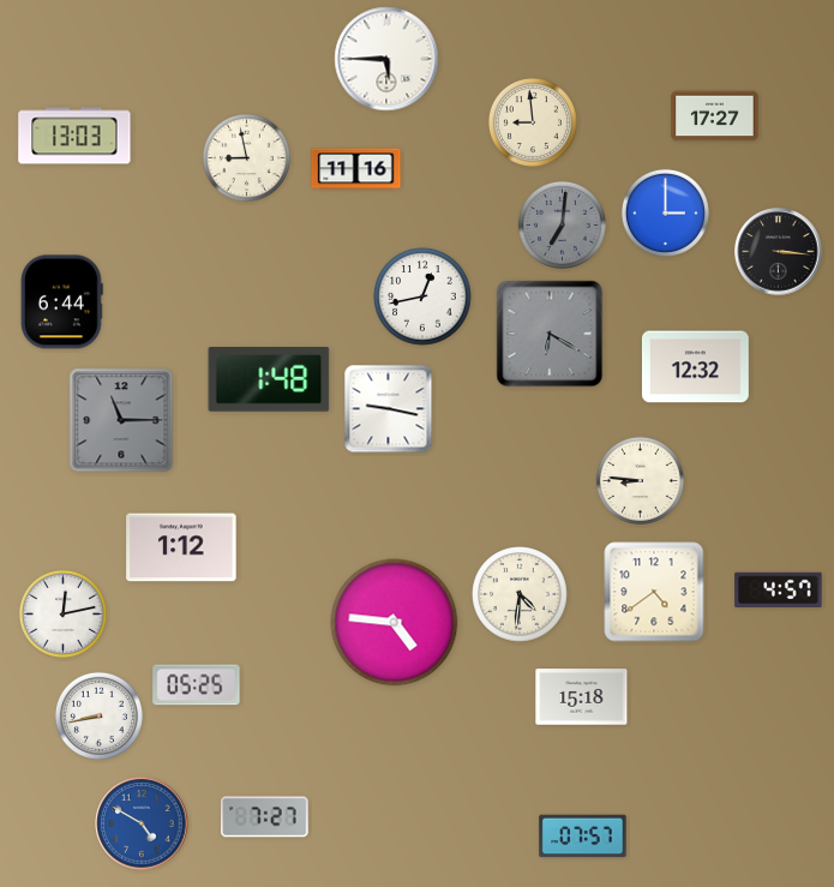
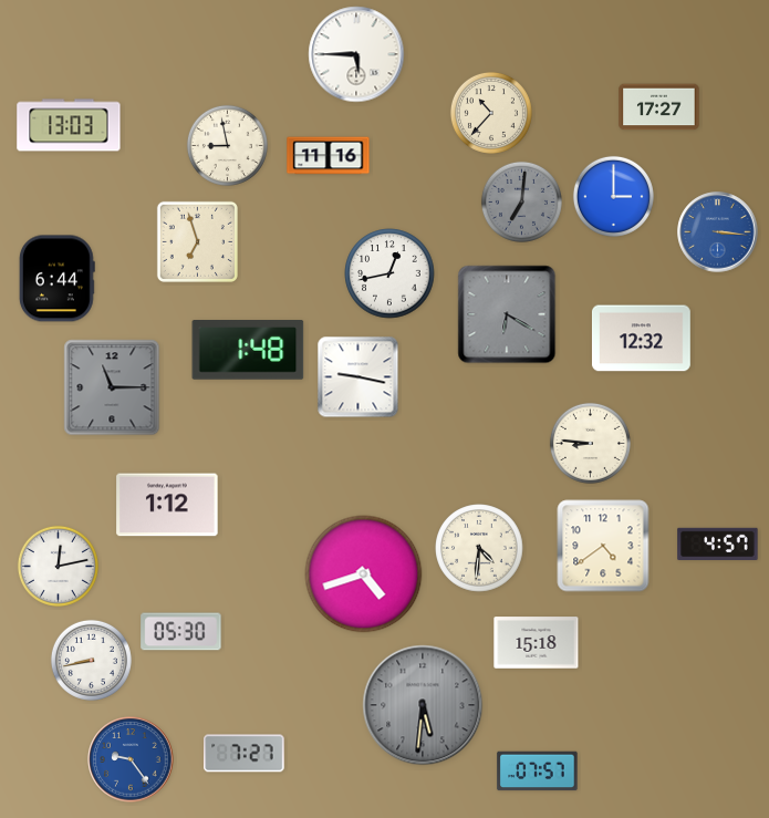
clock at (533, 122): 8:59 -> 10:37
clock at (562, 224) position: (562, 224) -> (521, 201)
clock at (779, 252) dial: black -> blue
clock at (197, 241): none -> 6:57
clock at (550, 334) position: (550, 334) -> (507, 314)
clock at (395, 623): 4:46 -> 4:42
clock at (197, 685): 05:25 -> 05:30
clock at (423, 705): none -> 5:31
clock at (142, 823): 4:50 -> 9:24
